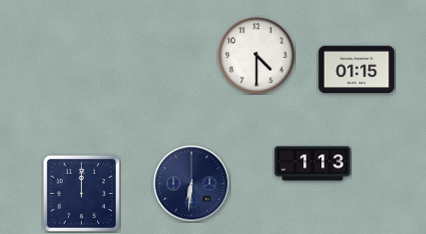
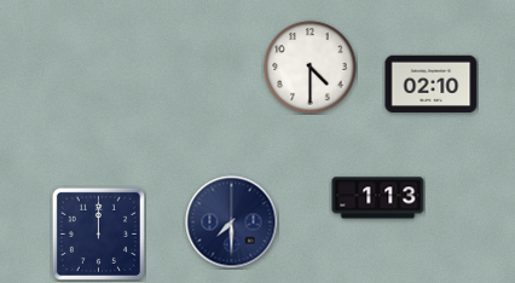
clock at (357, 70): 01:15 -> 02:10
clock at (192, 184): 6:31 -> 7:30
